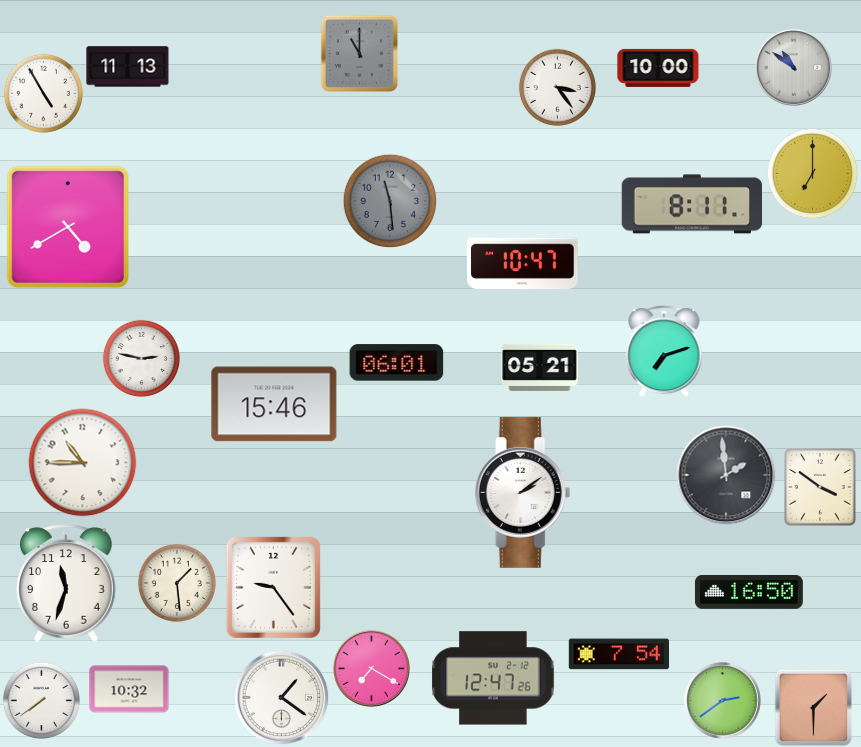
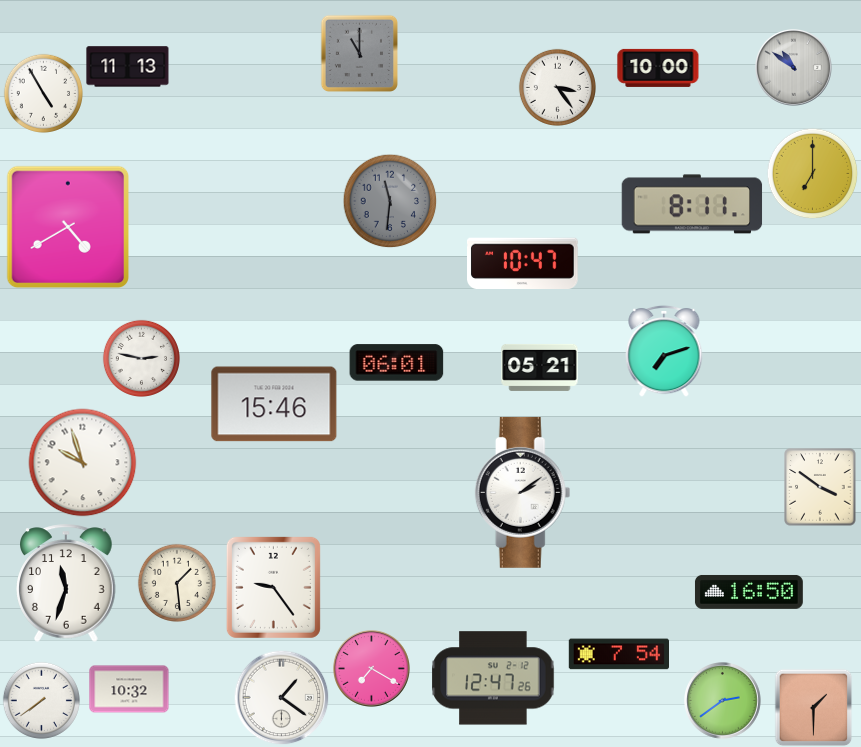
clock at (390, 201): 11:29 -> 11:31
clock at (83, 463): 10:45 -> 9:57
clock at (726, 475): 1:59 -> none
